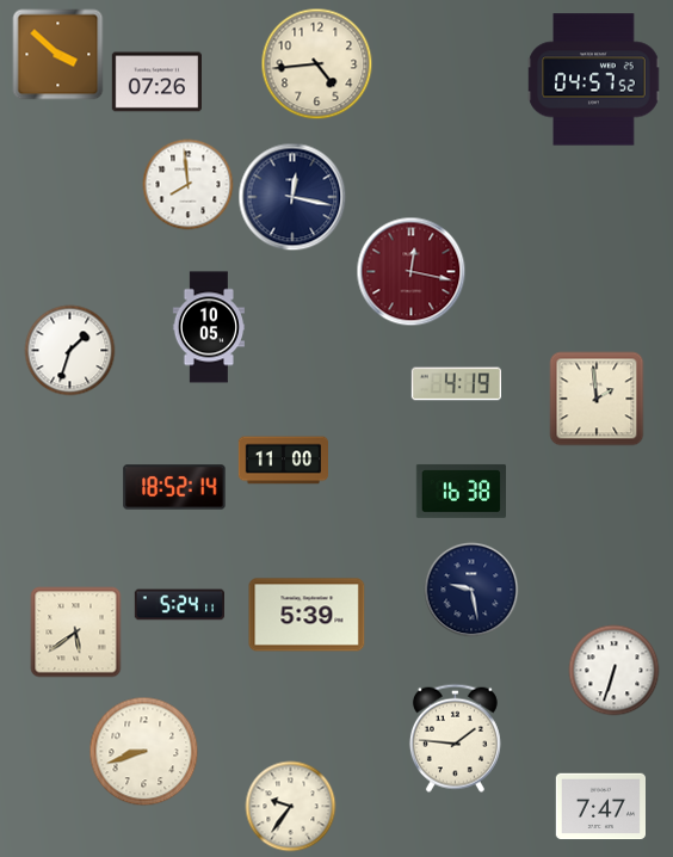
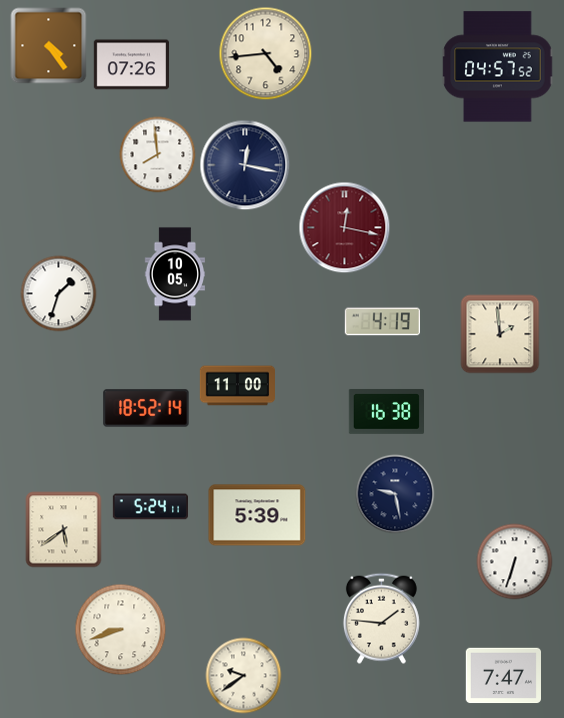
clock at (58, 55): 3:52 -> 4:24
clock at (156, 82) position: (156, 82) -> (131, 65)
clock at (291, 807): 9:36 -> 9:39
